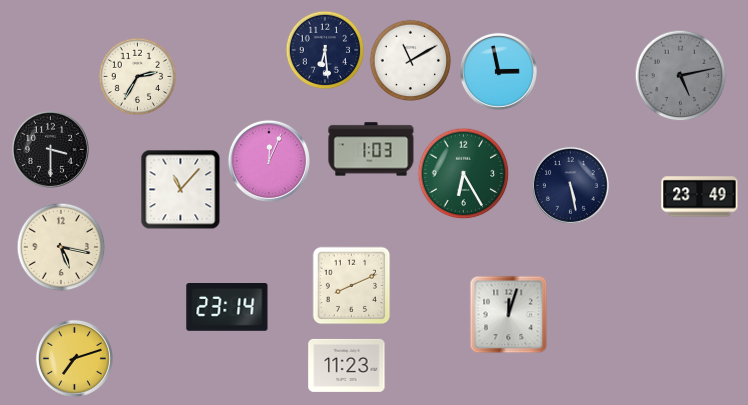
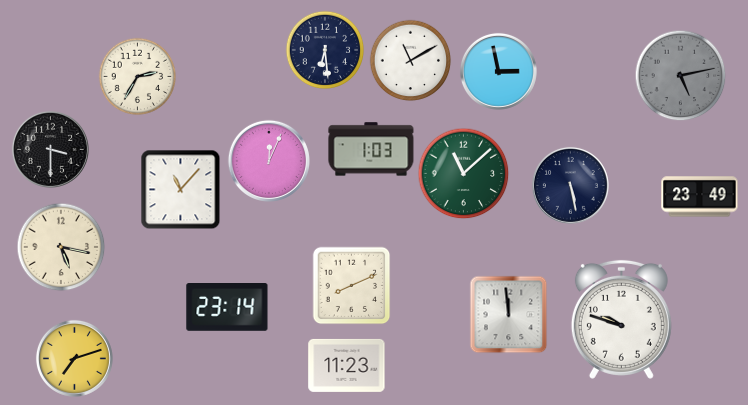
clock at (463, 173): 6:25 -> 11:08
clock at (508, 314): 12:03 -> 11:59
clock at (621, 319): none -> 9:48
